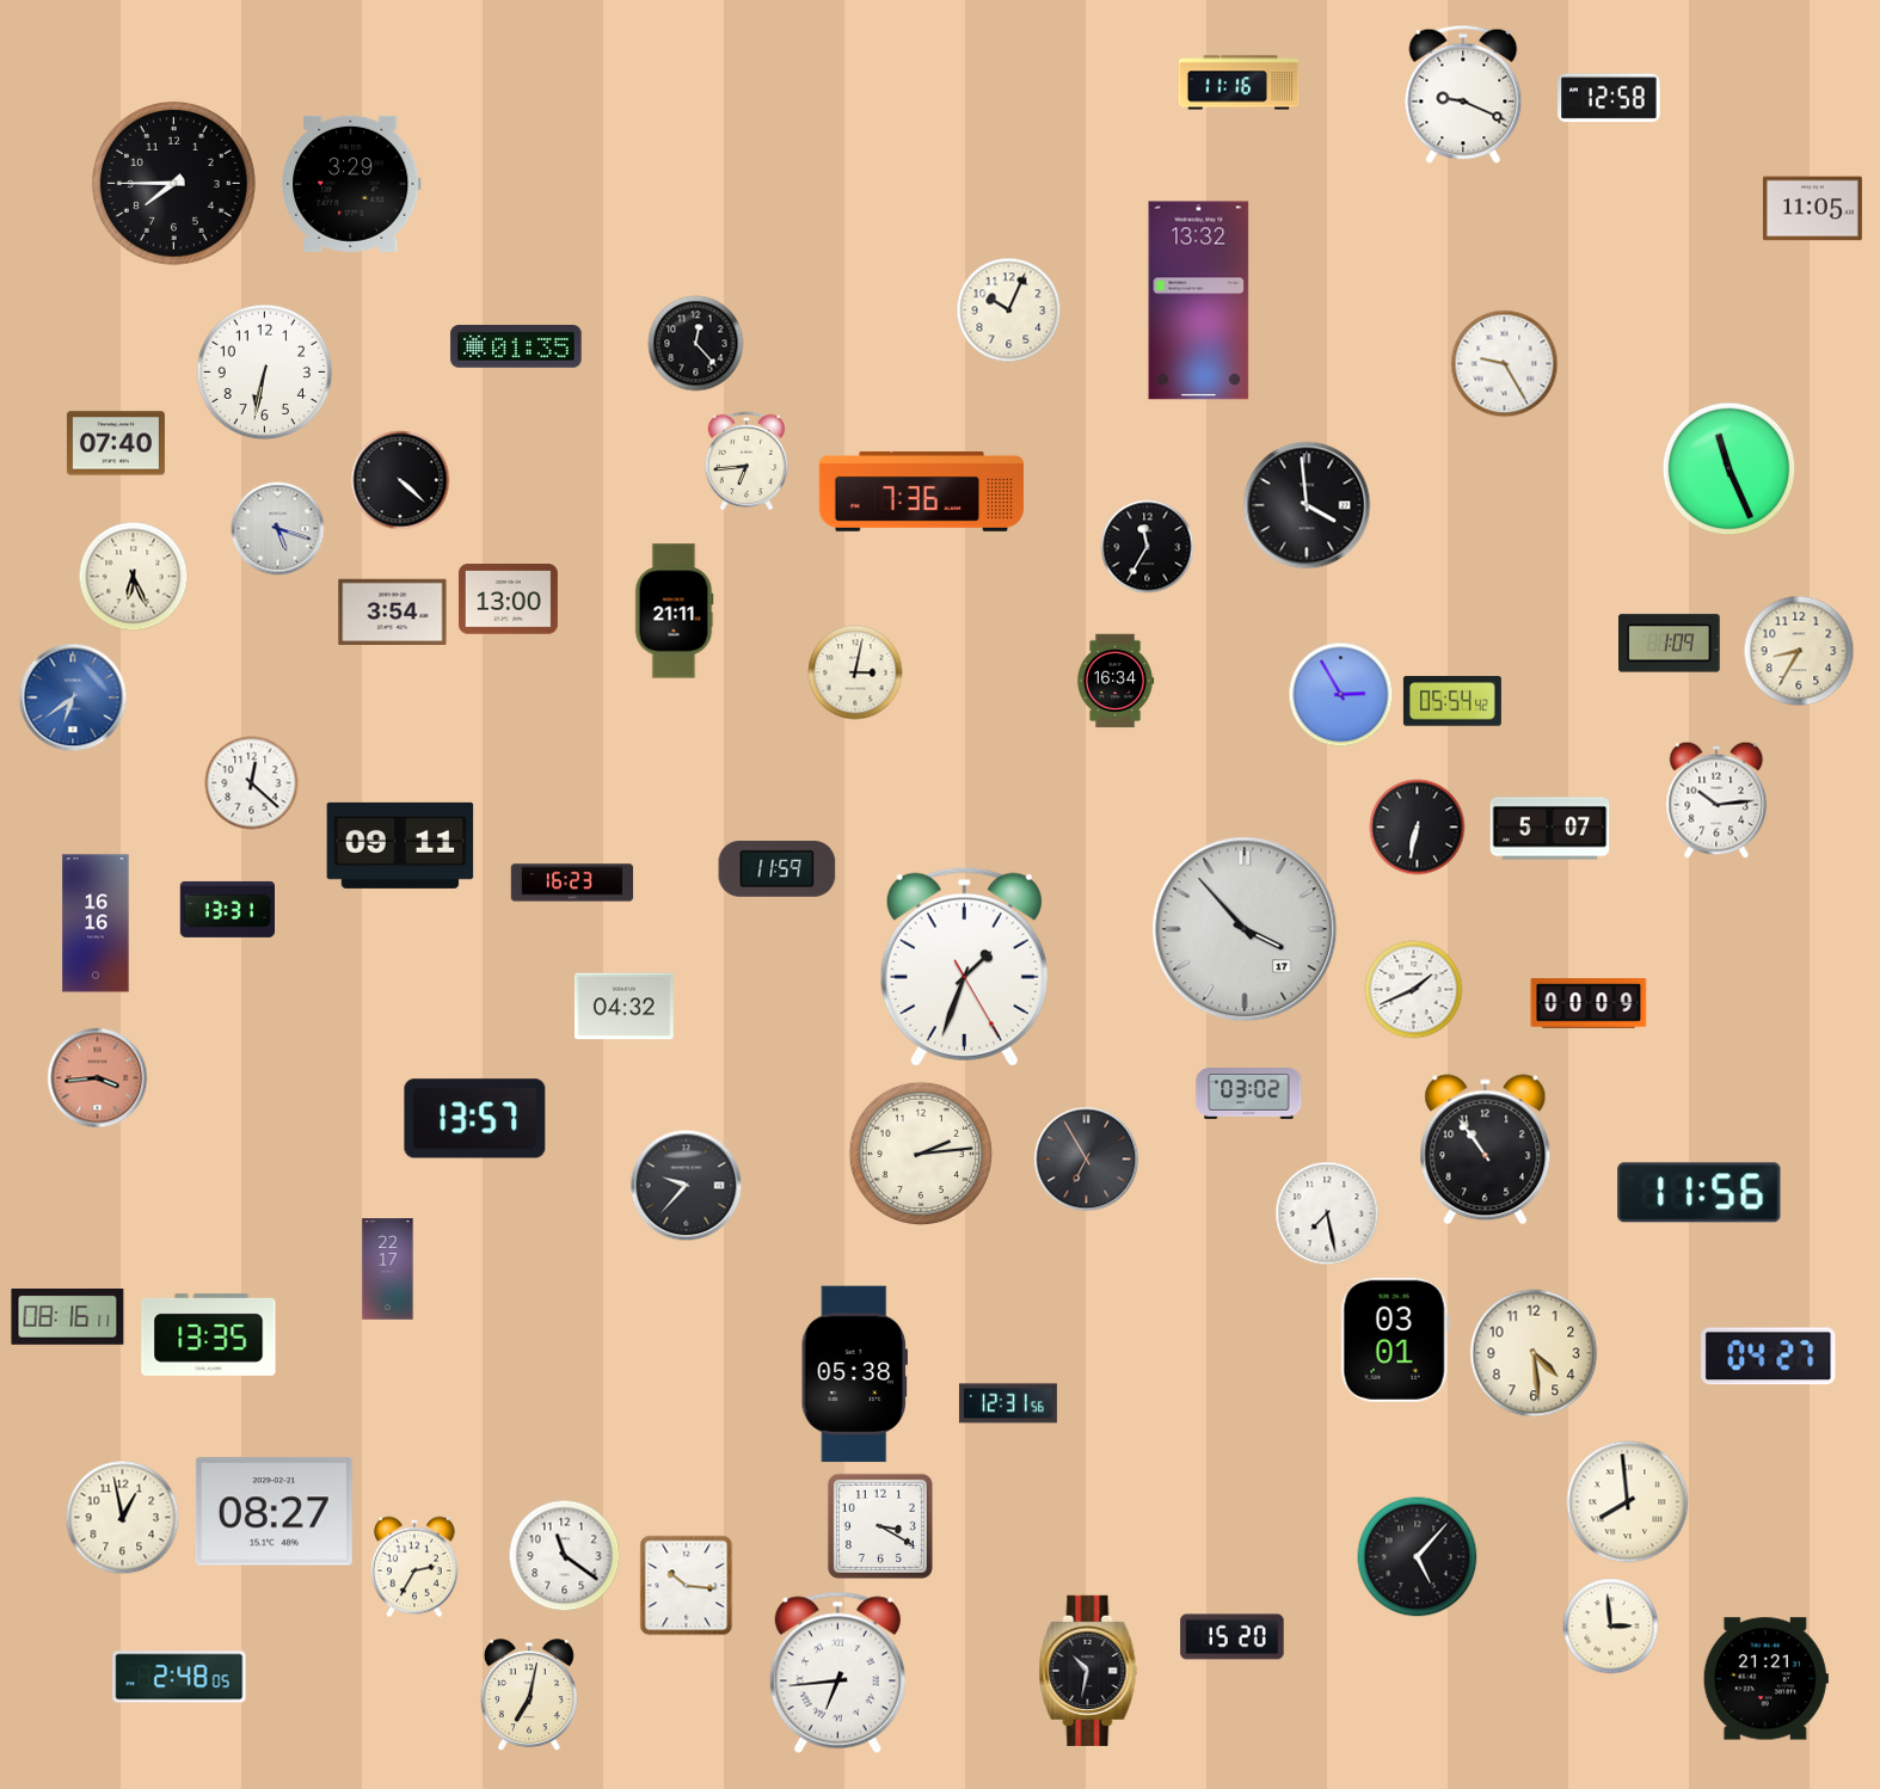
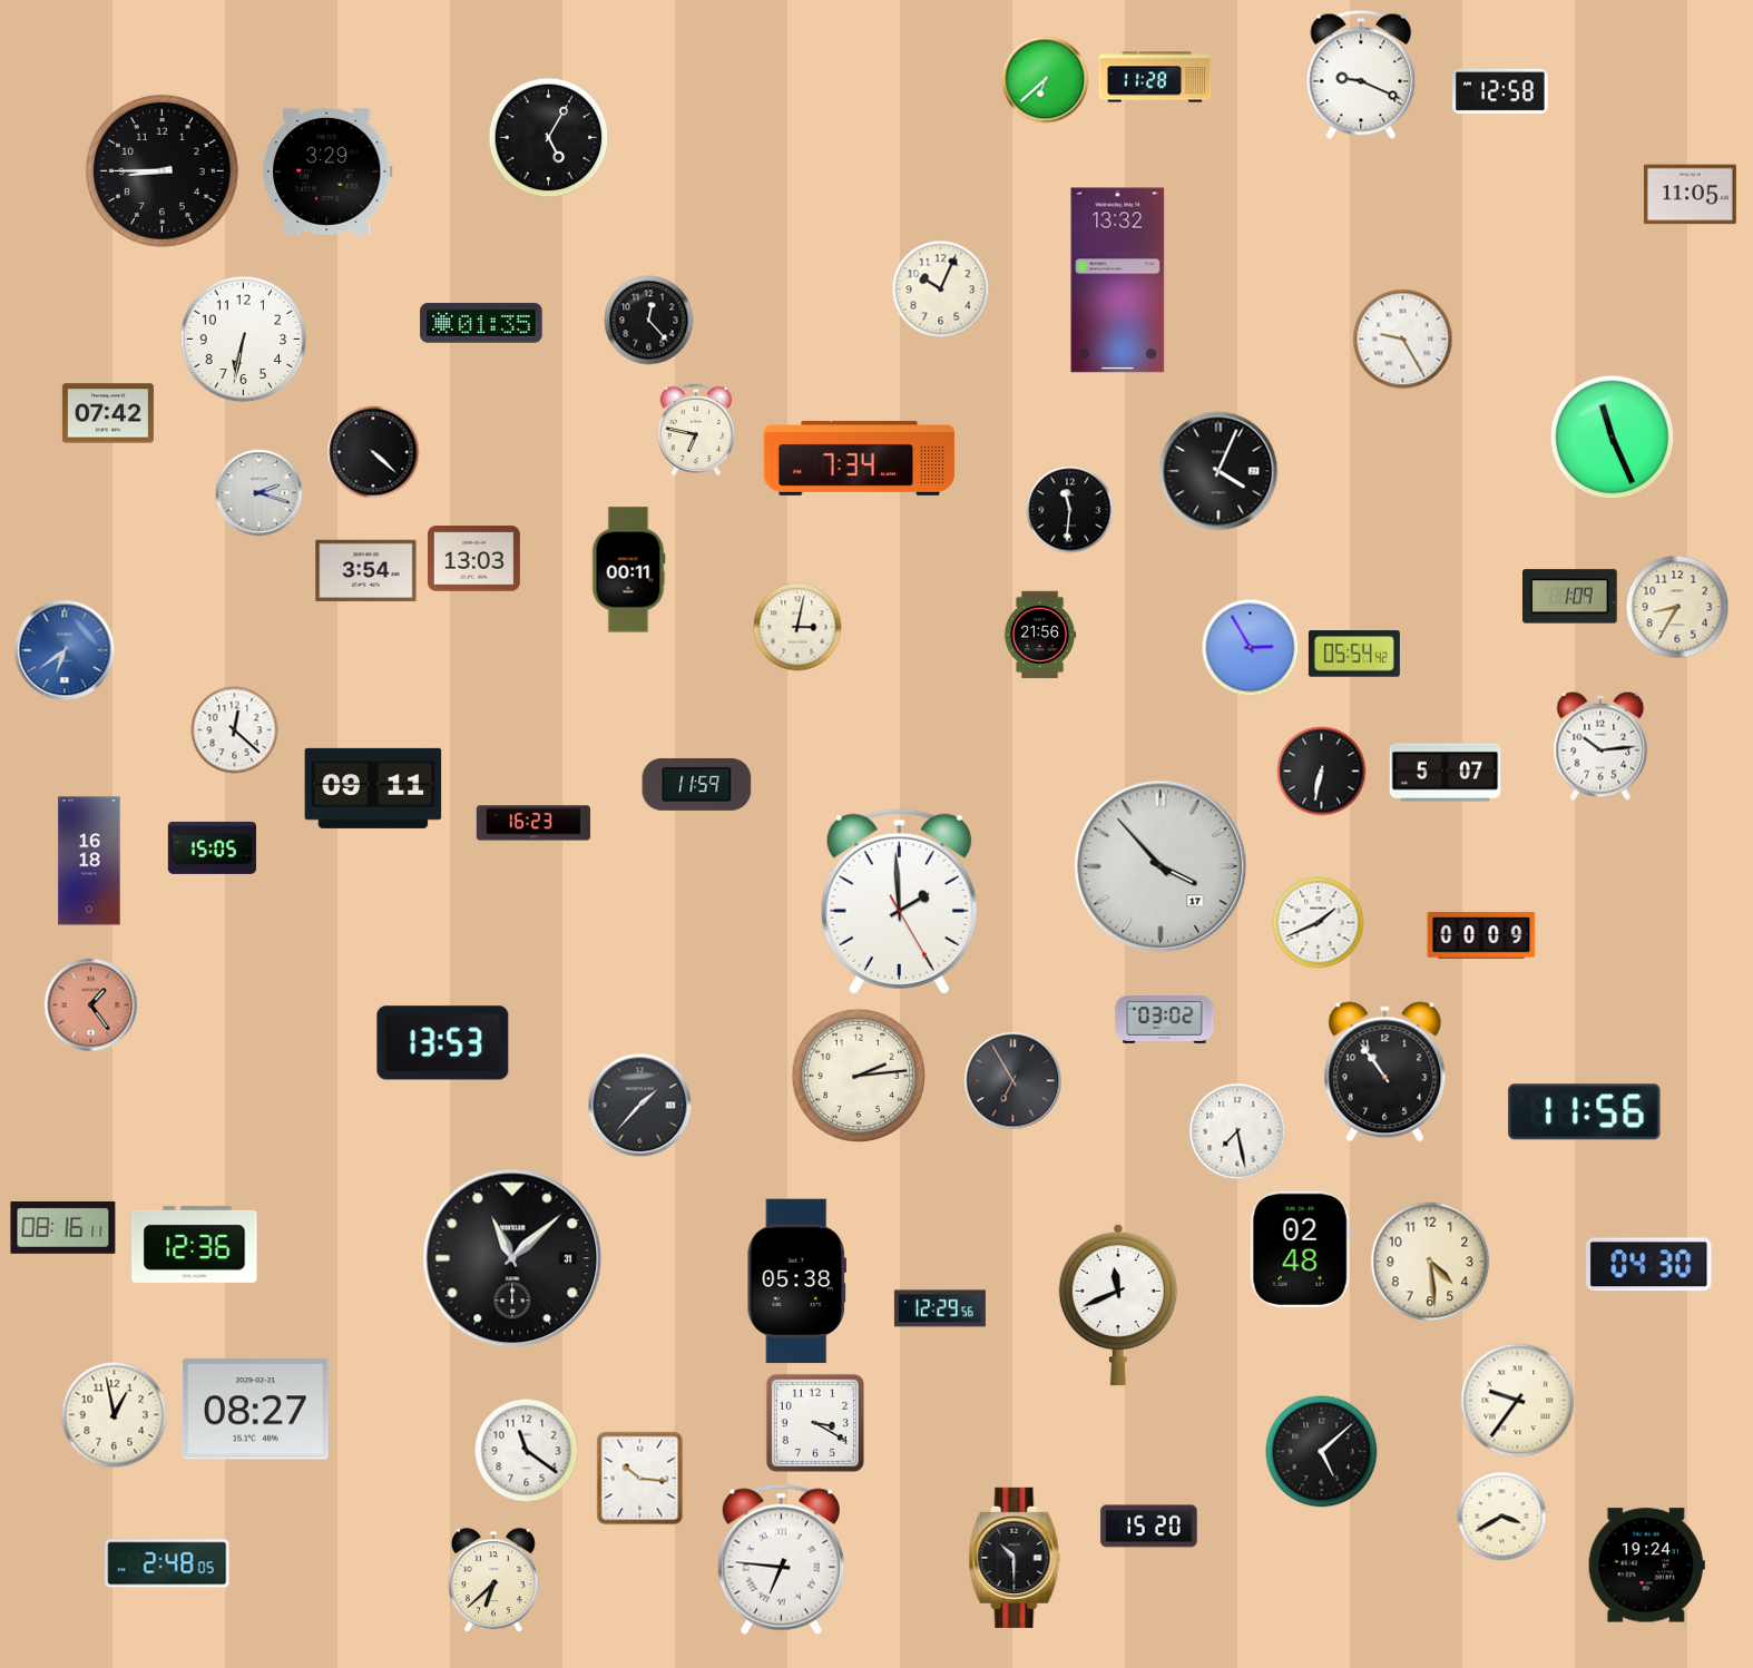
clock at (1239, 82): 11:16 -> 11:28
clock at (1046, 80): none -> 6:38
clock at (1463, 94) position: (1463, 94) -> (1361, 75)
clock at (549, 138): none -> 5:05
clock at (173, 183): 7:45 -> 8:45
clock at (265, 373) position: (265, 373) -> (244, 340)
clock at (116, 443): 07:40 -> 07:42
clock at (747, 461): 6:44 -> 6:47
clock at (400, 480) position: (400, 480) -> (373, 452)
clock at (922, 491): 7:36 -> 7:34
clock at (1307, 505): 3:59 -> 4:04
clock at (278, 529): 5:18 -> 2:18
clock at (1148, 547): 11:35 -> 11:31
clock at (134, 577): 6:26 -> none
clock at (508, 600): 13:00 -> 13:03
clock at (674, 611): 21:11 -> 00:11
clock at (1670, 644) position: (1670, 644) -> (1570, 597)
clock at (1116, 681): 16:34 -> 21:56
clock at (73, 697) position: (73, 697) -> (65, 650)
clock at (778, 868) position: (778, 868) -> (697, 784)
clock at (227, 909): 13:31 -> 15:05
clock at (96, 923): 16:16 -> 16:18
clock at (964, 966): 1:33 -> 1:59
clock at (623, 1007): 04:32 -> none
clock at (98, 1078): 3:44 -> 1:24
clock at (475, 1119): 13:57 -> 13:53
clock at (687, 1186): 9:37 -> 1:37
clock at (388, 1269): 22:17 -> none
clock at (209, 1334): 13:35 -> 12:36
clock at (1395, 1340): 03:01 -> 02:48
clock at (512, 1258): none -> 11:08
clock at (1769, 1357): 04:27 -> 04:30
clock at (1118, 1305): none -> 11:41
clock at (1008, 1403): 12:31 -> 12:29
clock at (1628, 1502): 7:59 -> 9:36
clock at (880, 1526) position: (880, 1526) -> (815, 1423)
clock at (1418, 1557): 5:07 -> 5:08
clock at (414, 1567): 2:35 -> none
clock at (1611, 1627): 2:59 -> 3:40
clock at (1088, 1671): 10:32 -> 10:30
clock at (837, 1672): 6:44 -> 6:46
clock at (1765, 1679): 21:21 -> 19:24
clock at (529, 1696): 7:02 -> 6:38
